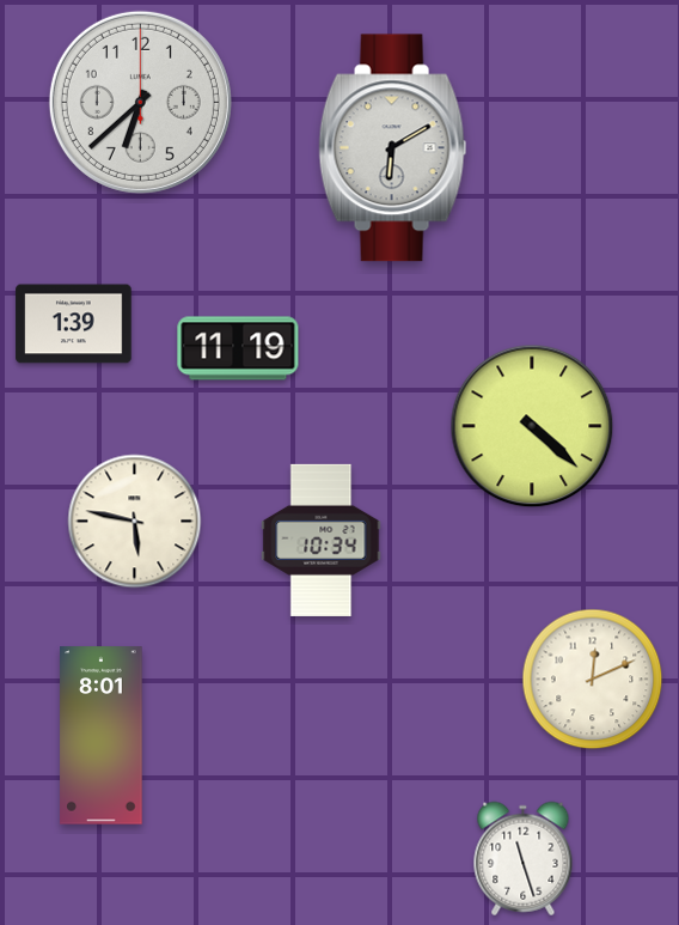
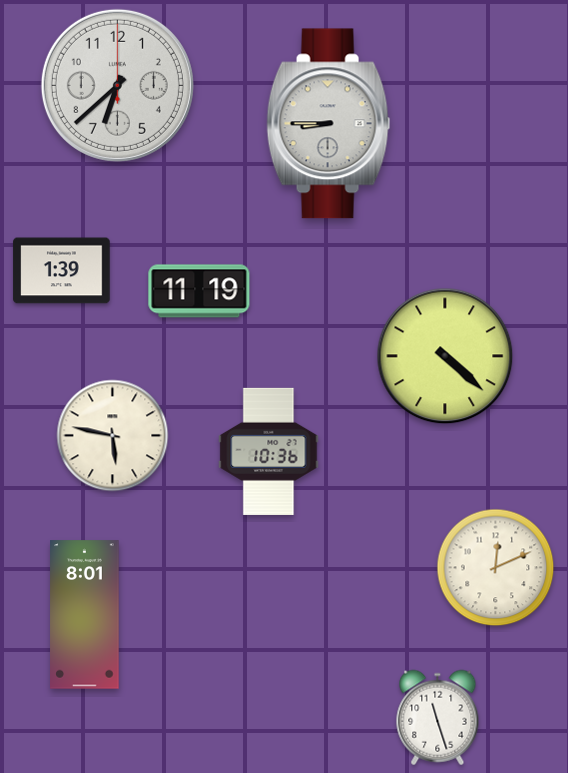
clock at (393, 148): 6:10 -> 8:45
clock at (322, 540): 10:34 -> 10:36
